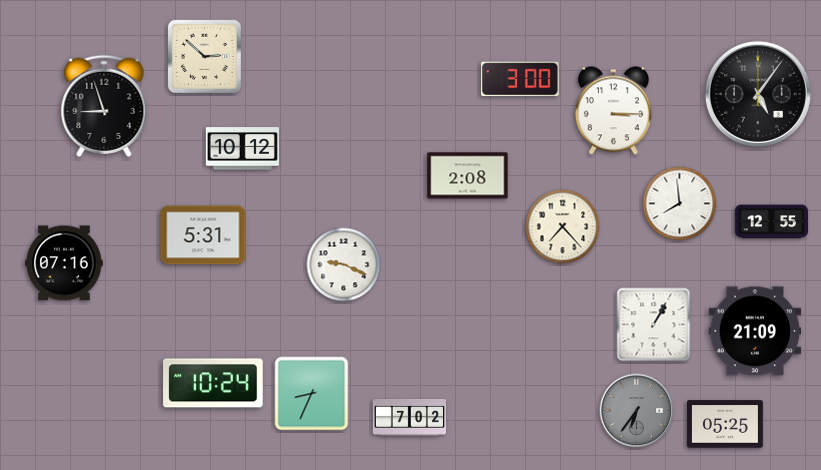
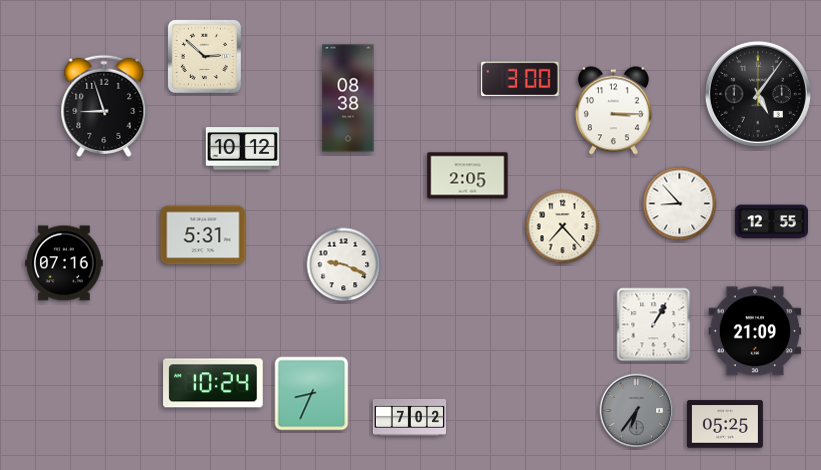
clock at (348, 98): none -> 08:38
clock at (468, 176): 2:08 -> 2:05
clock at (680, 204): 7:59 -> 8:53
